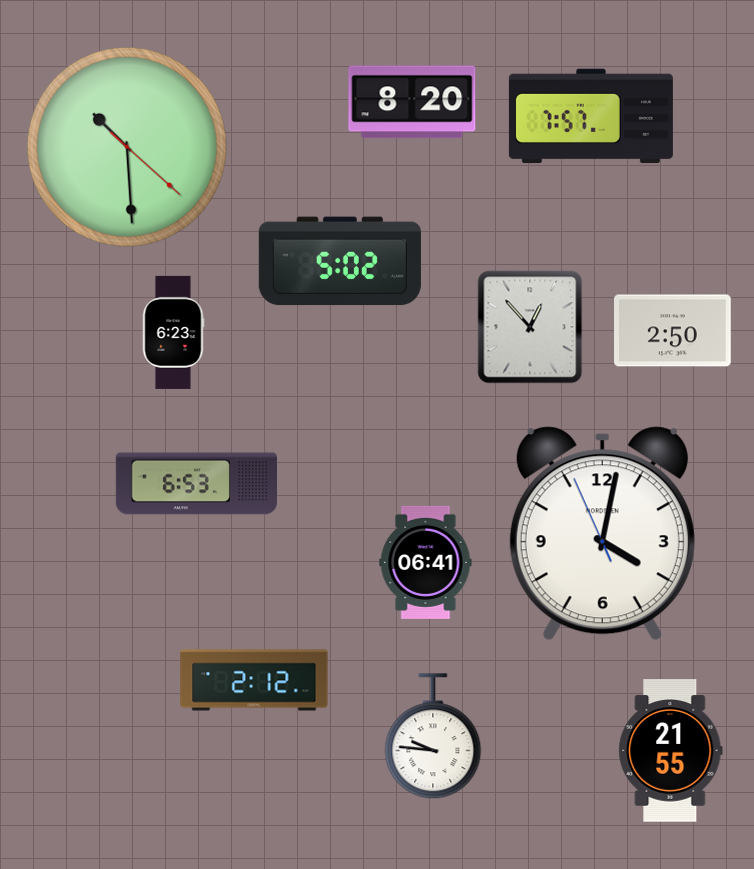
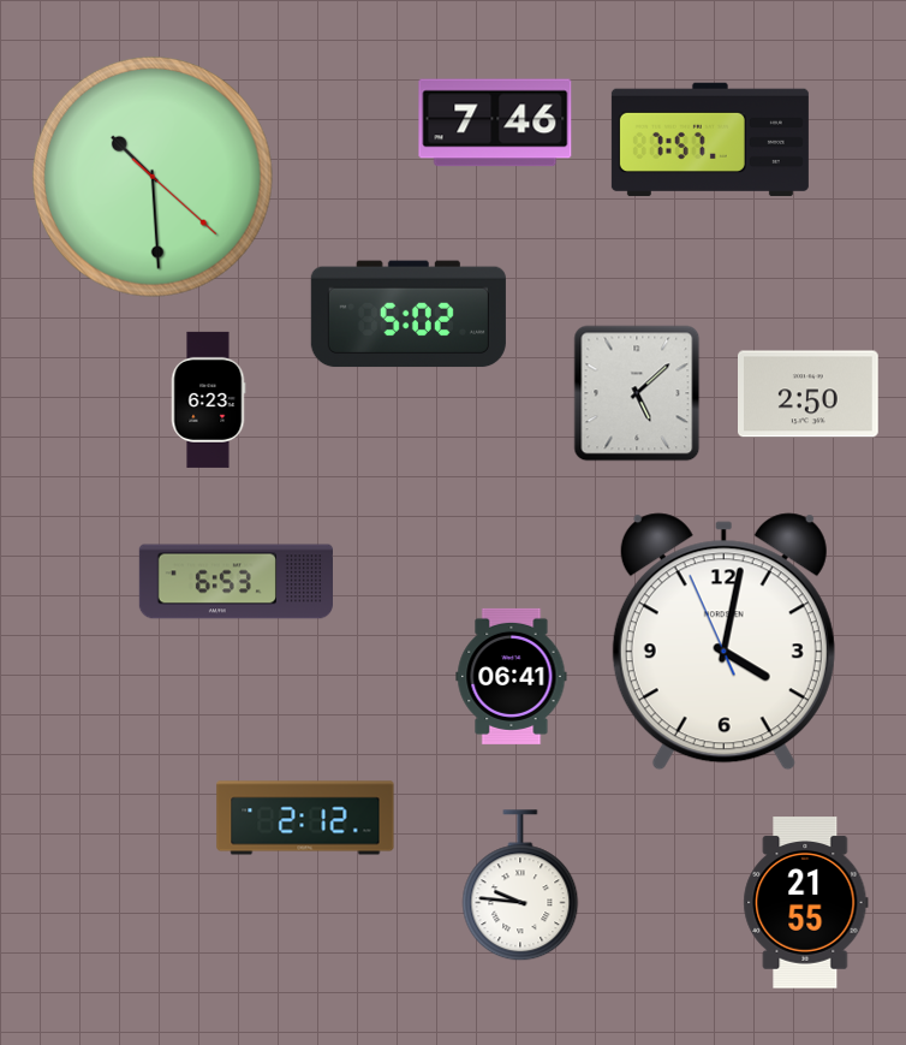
clock at (412, 102): 8:20 -> 7:46
clock at (530, 327): 12:53 -> 5:08
clock at (673, 331) position: (673, 331) -> (809, 394)
